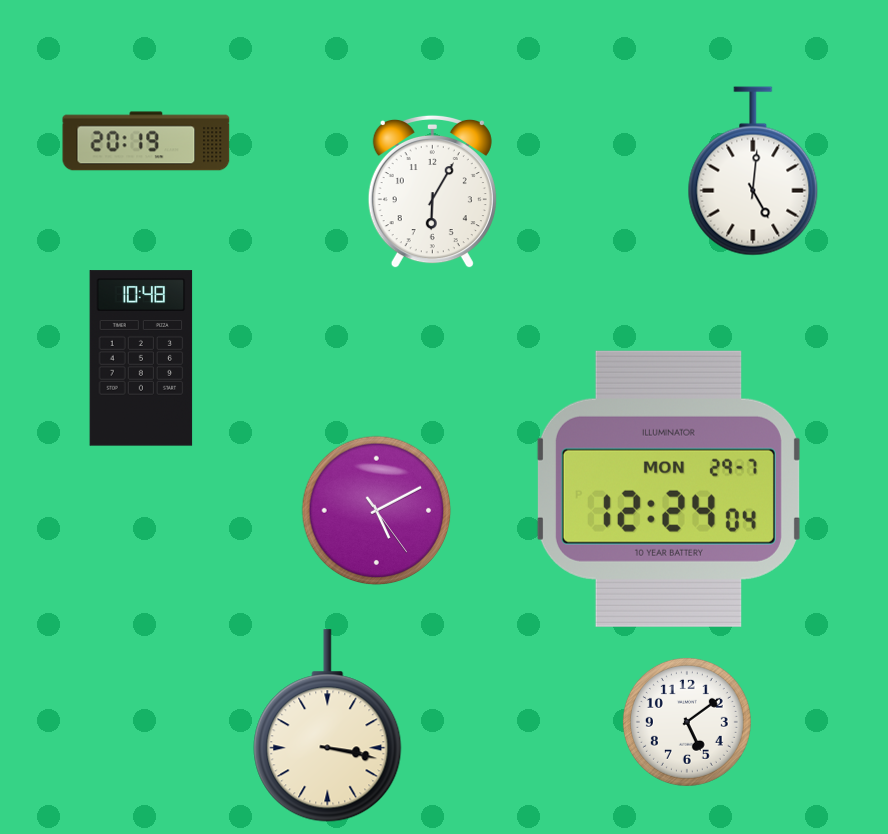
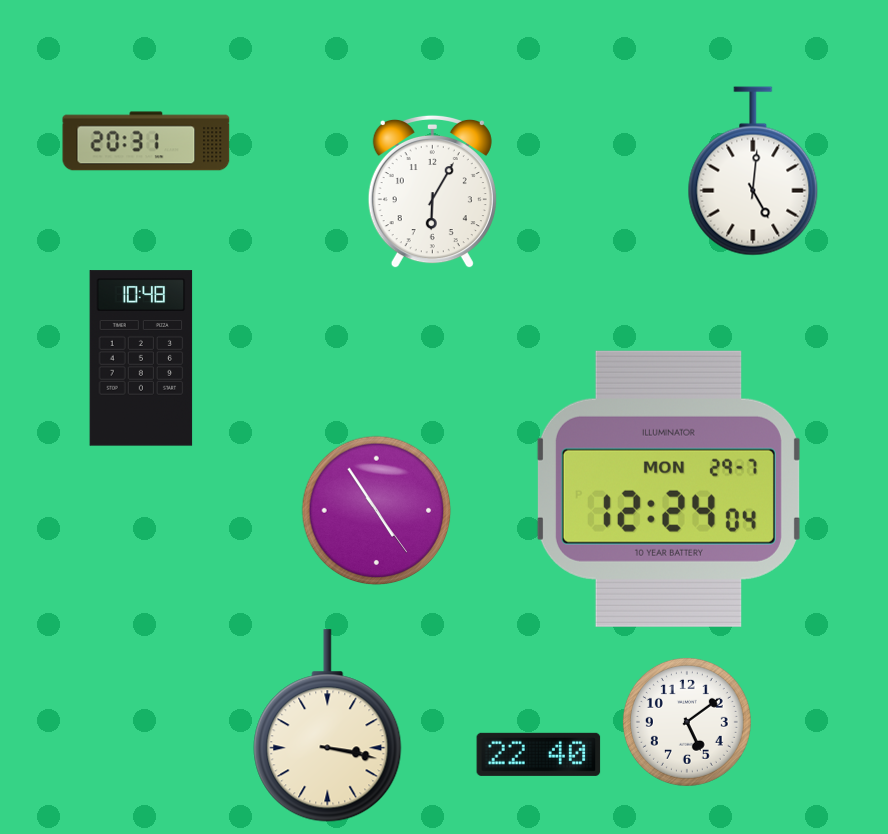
clock at (146, 141): 20:19 -> 20:31
clock at (377, 511): 5:10 -> 4:54
clock at (539, 754): none -> 22:40
